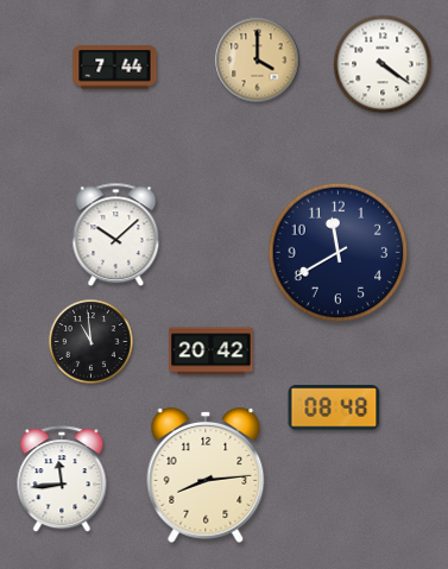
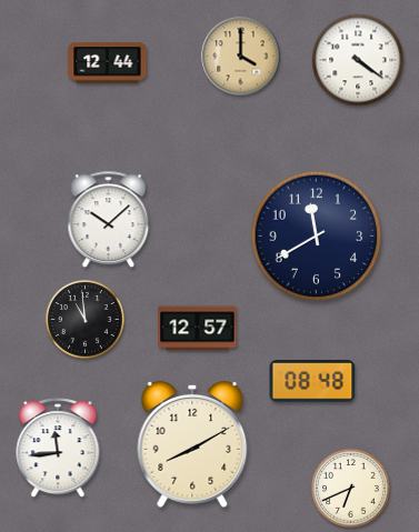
clock at (115, 68): 7:44 -> 12:44
clock at (212, 352): 20:42 -> 12:57
clock at (206, 475): 8:14 -> 8:10
clock at (351, 489): none -> 6:41
